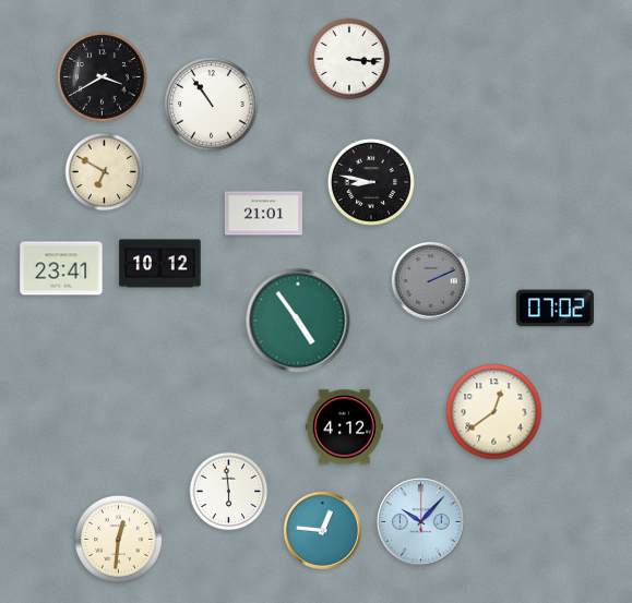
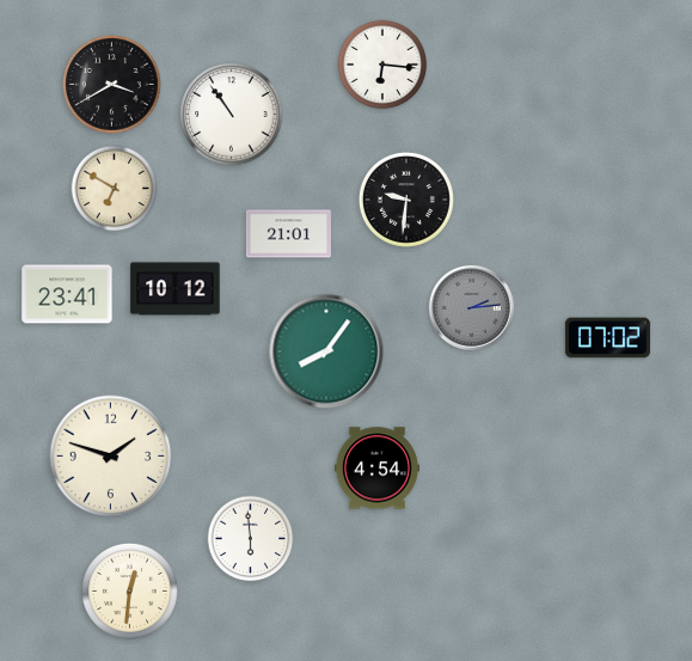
clock at (349, 59): 3:16 -> 6:16
clock at (371, 182): 8:47 -> 9:31
clock at (430, 280): 2:11 -> 2:14
clock at (298, 321): 4:54 -> 8:06
clock at (494, 412): 12:39 -> none
clock at (111, 457): none -> 1:48
clock at (344, 427): 4:12 -> 4:54
clock at (421, 522): 10:07 -> none
clock at (322, 530): 12:46 -> none
